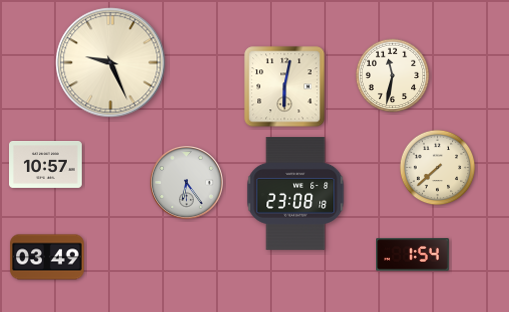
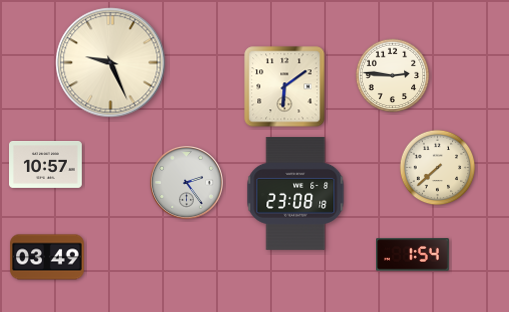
clock at (393, 76): 11:32 -> 2:46
clock at (285, 87): 6:02 -> 6:09
clock at (186, 182): 6:24 -> 2:24
